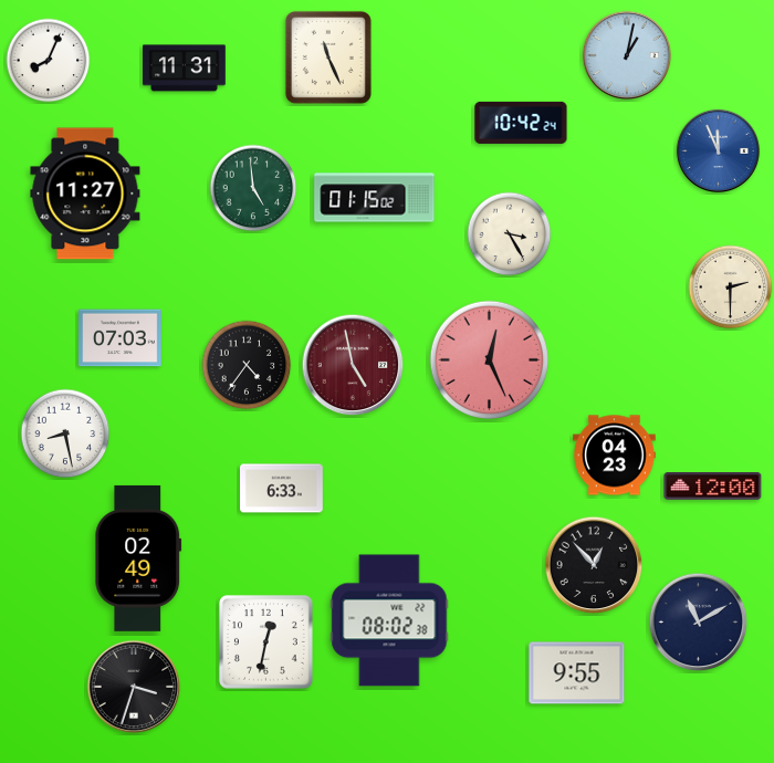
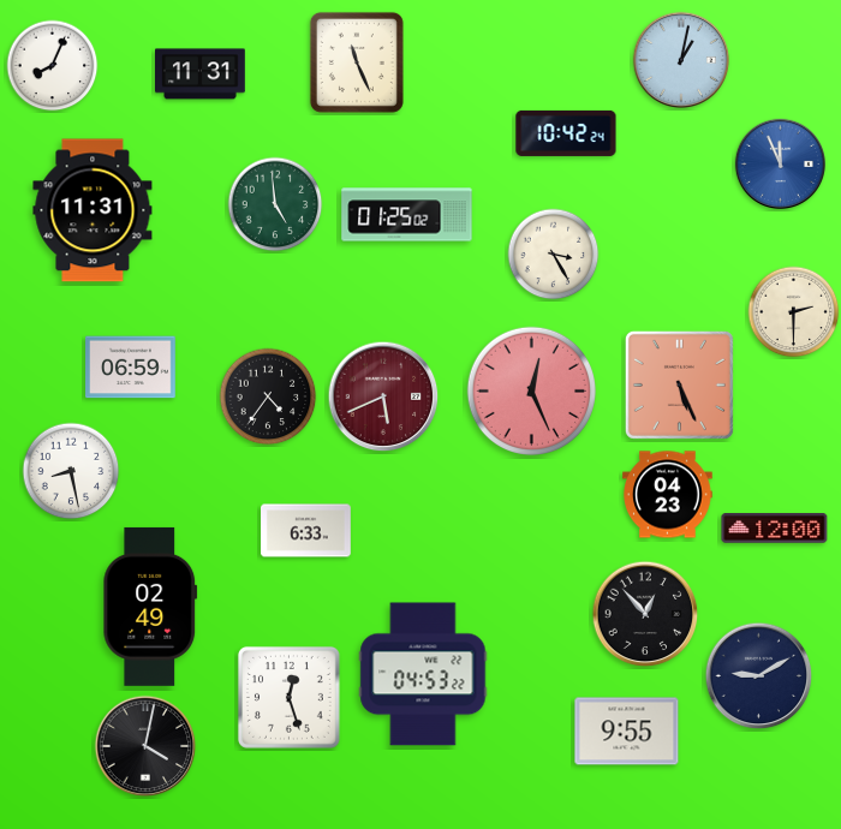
clock at (85, 194): 11:27 -> 11:31
clock at (375, 198): 01:15 -> 01:25
clock at (121, 338): 07:03 -> 06:59
clock at (679, 384): none -> 5:26
clock at (353, 365): 4:58 -> 5:41
clock at (389, 620): 08:02 -> 04:53
clock at (699, 623): 11:10 -> 9:10
clock at (265, 641): 12:32 -> 12:27
clock at (134, 687): 3:33 -> 4:02
